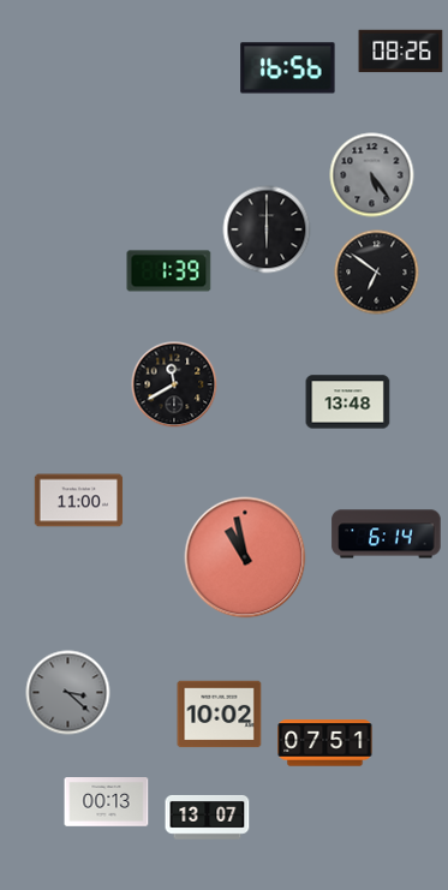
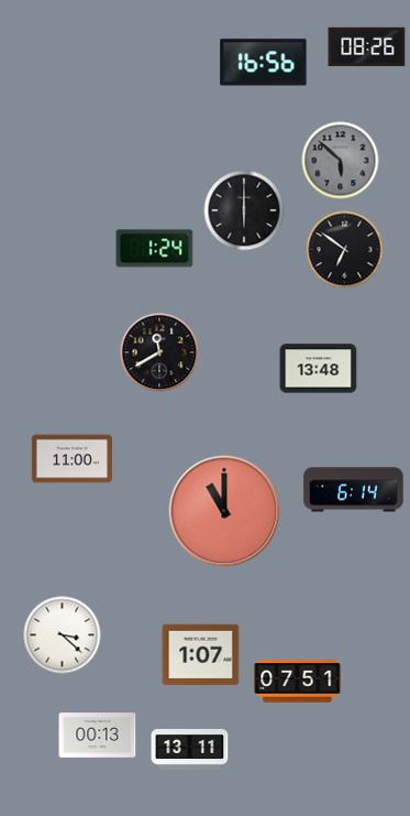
clock at (372, 175): 5:24 -> 5:52
clock at (169, 271): 1:39 -> 1:24
clock at (245, 557): 10:58 -> 11:00
clock at (68, 693) dial: grey -> white
clock at (220, 715): 10:02 -> 1:07
clock at (208, 817): 13:07 -> 13:11
